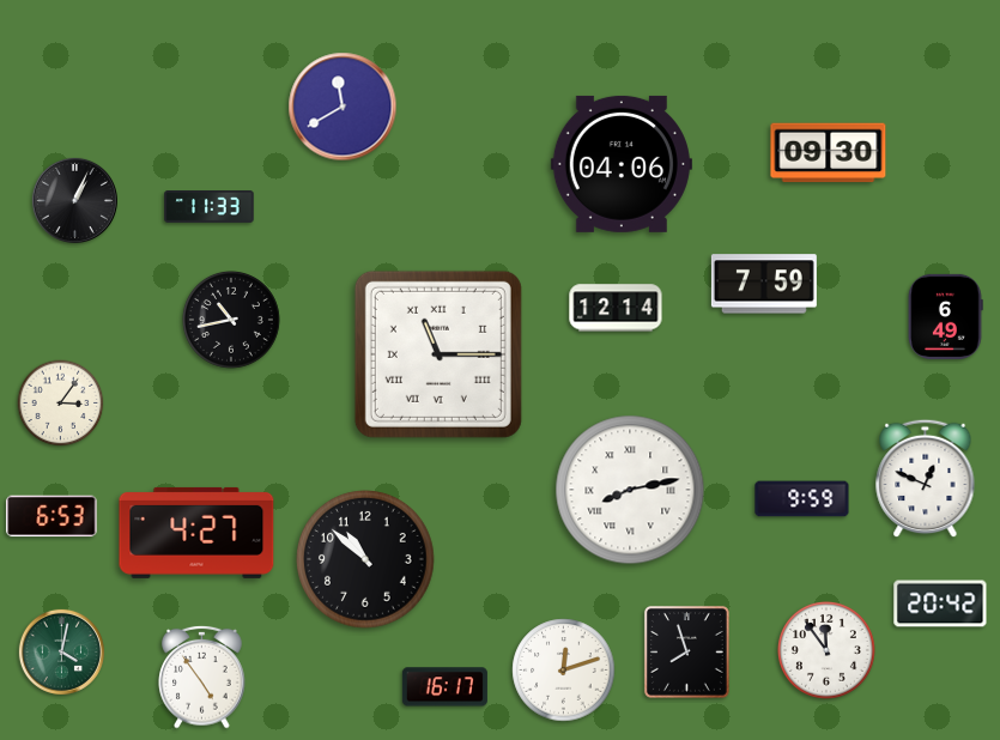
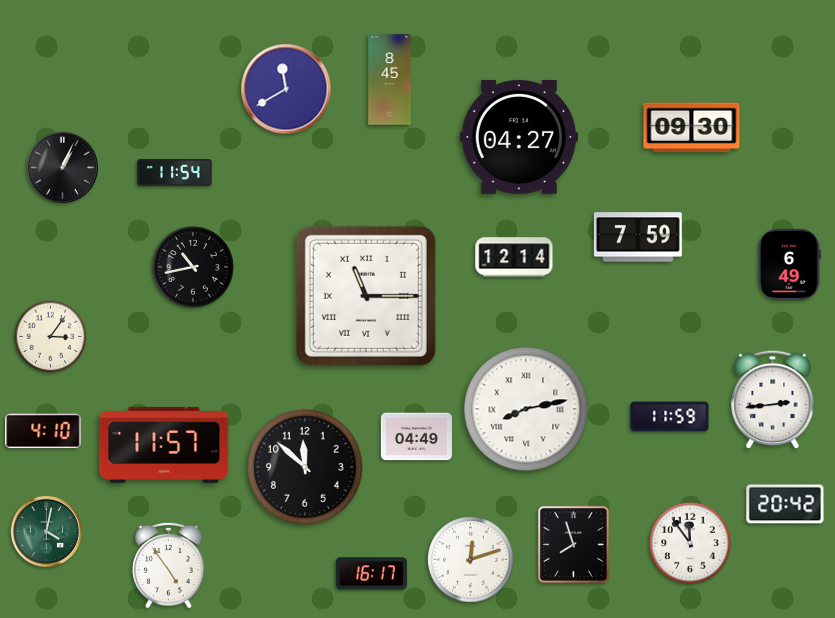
clock at (390, 80): none -> 8:45
clock at (622, 164): 04:06 -> 04:27
clock at (210, 207): 11:33 -> 11:54
clock at (926, 479): 12:49 -> 2:44
clock at (802, 499): 9:59 -> 11:59
clock at (51, 516): 6:53 -> 4:10
clock at (416, 437): none -> 04:49
clock at (196, 533): 4:27 -> 11:57
clock at (365, 559): 10:52 -> 11:52
clock at (61, 651) position: (61, 651) -> (46, 531)
